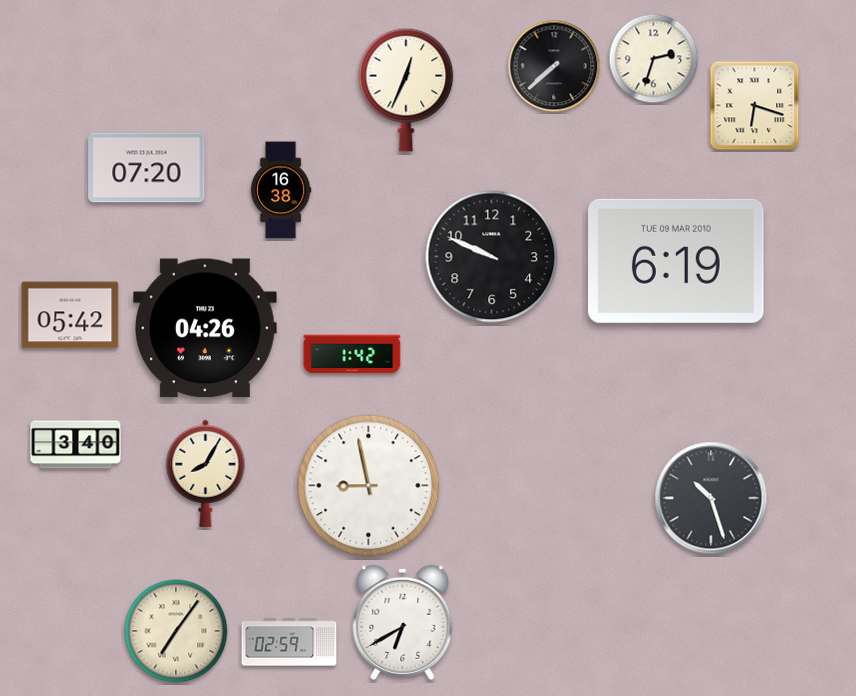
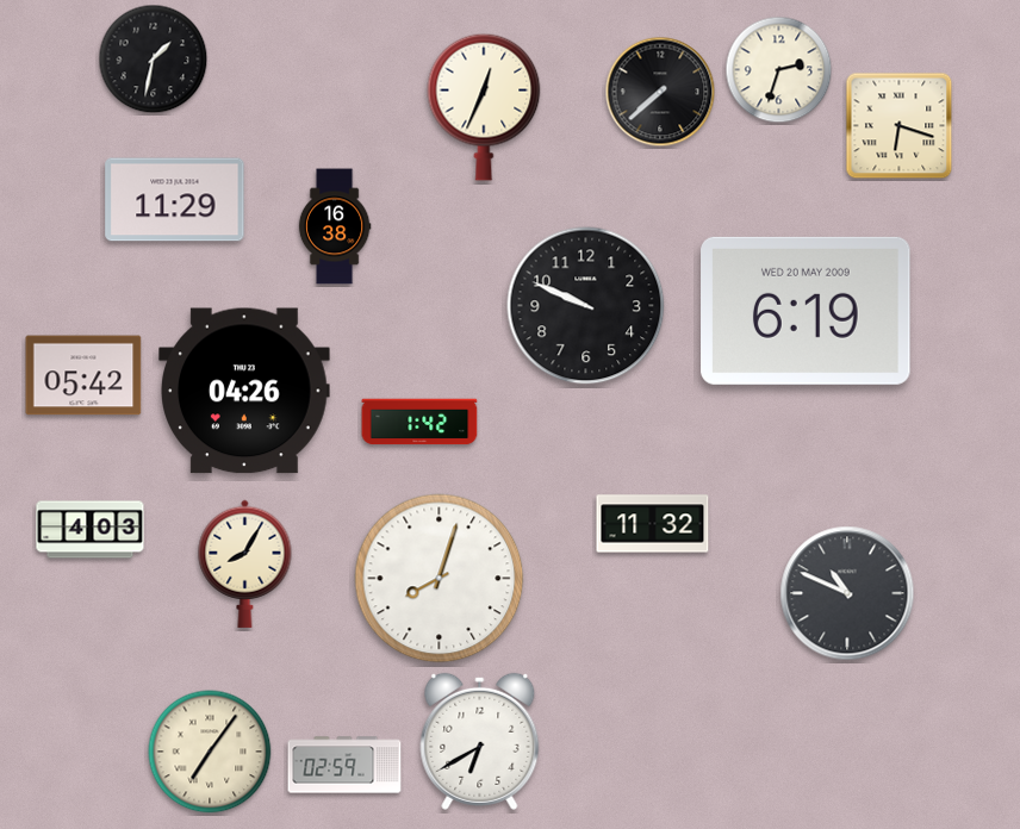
clock at (154, 60): none -> 1:32
clock at (554, 66) position: (554, 66) -> (660, 92)
clock at (147, 168): 07:20 -> 11:29
clock at (676, 261) date: TUE 09 MAR 2010 -> WED 20 MAY 2009
clock at (653, 524): none -> 11:32
clock at (76, 445): 3:40 -> 4:03
clock at (369, 486): 8:58 -> 8:03
clock at (711, 498): 10:27 -> 10:49
